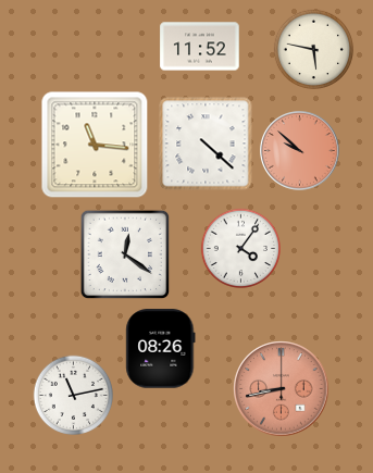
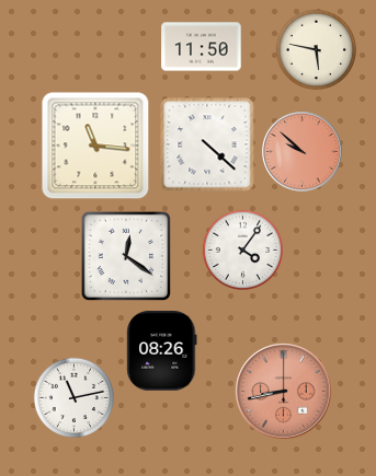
clock at (200, 47): 11:52 -> 11:50
